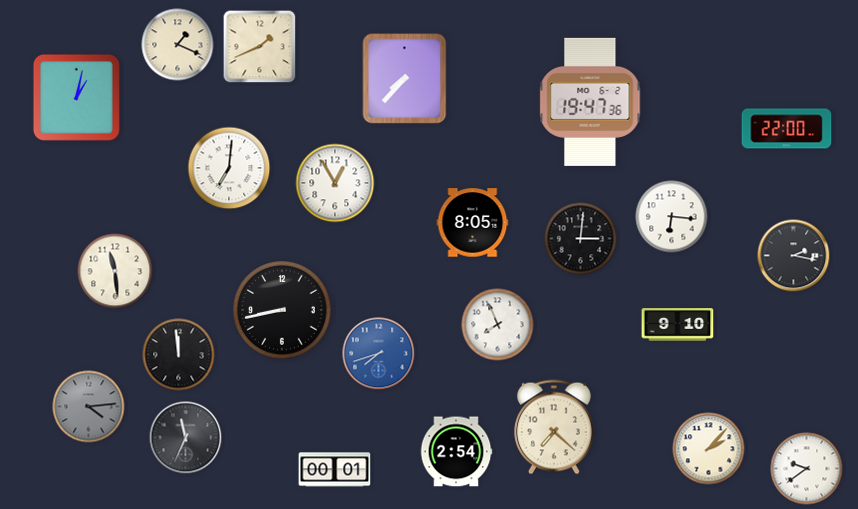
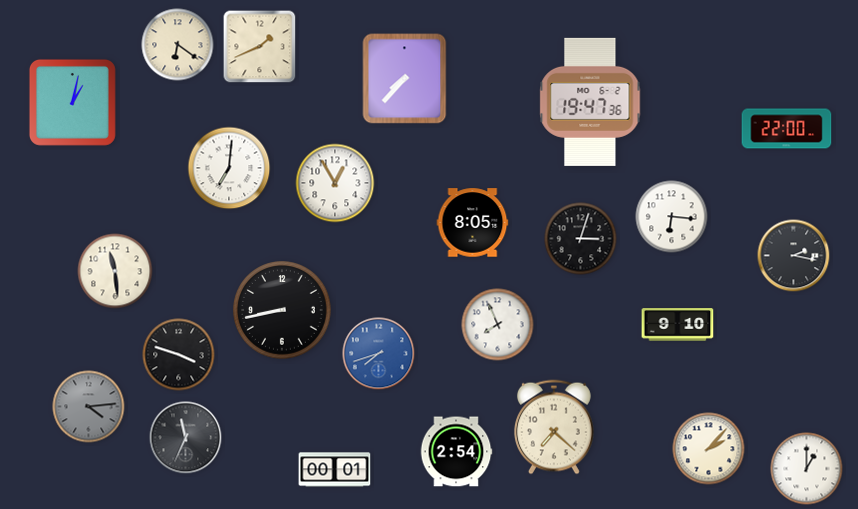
clock at (178, 45): 1:19 -> 6:21
clock at (76, 97) position: (76, 97) -> (72, 102)
clock at (581, 239): 3:01 -> 3:03
clock at (179, 355): 11:59 -> 3:48
clock at (807, 469): 9:39 -> 1:00
